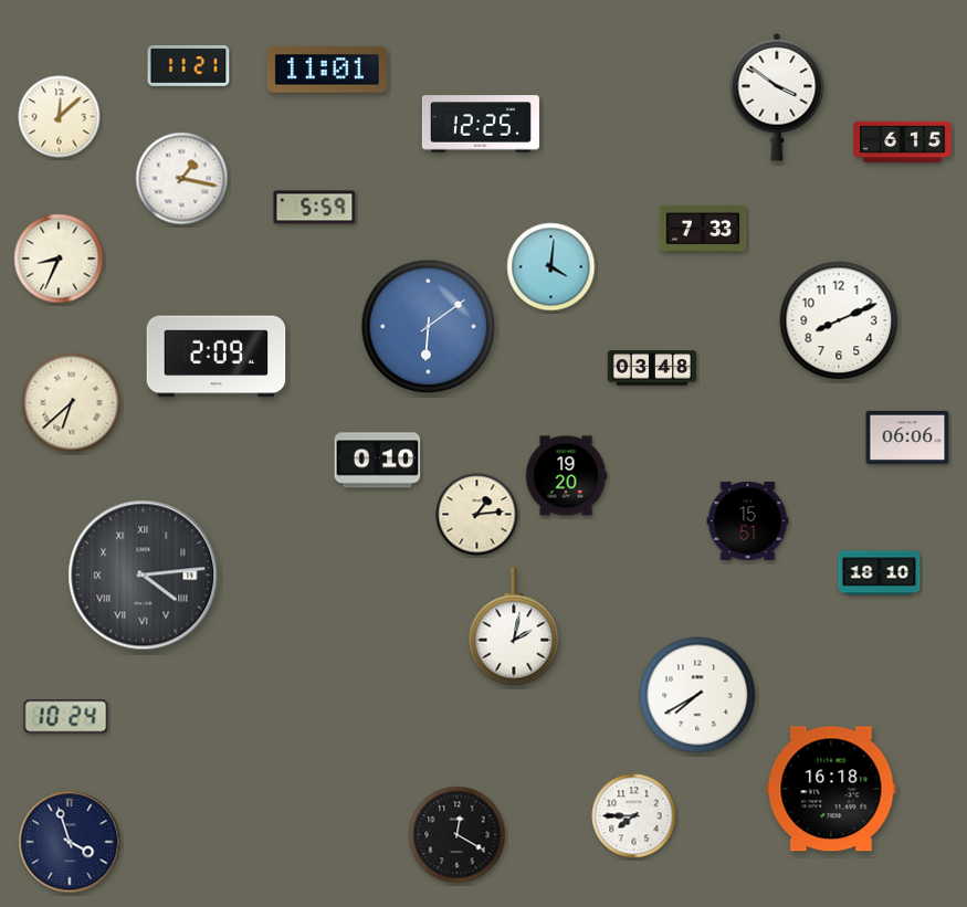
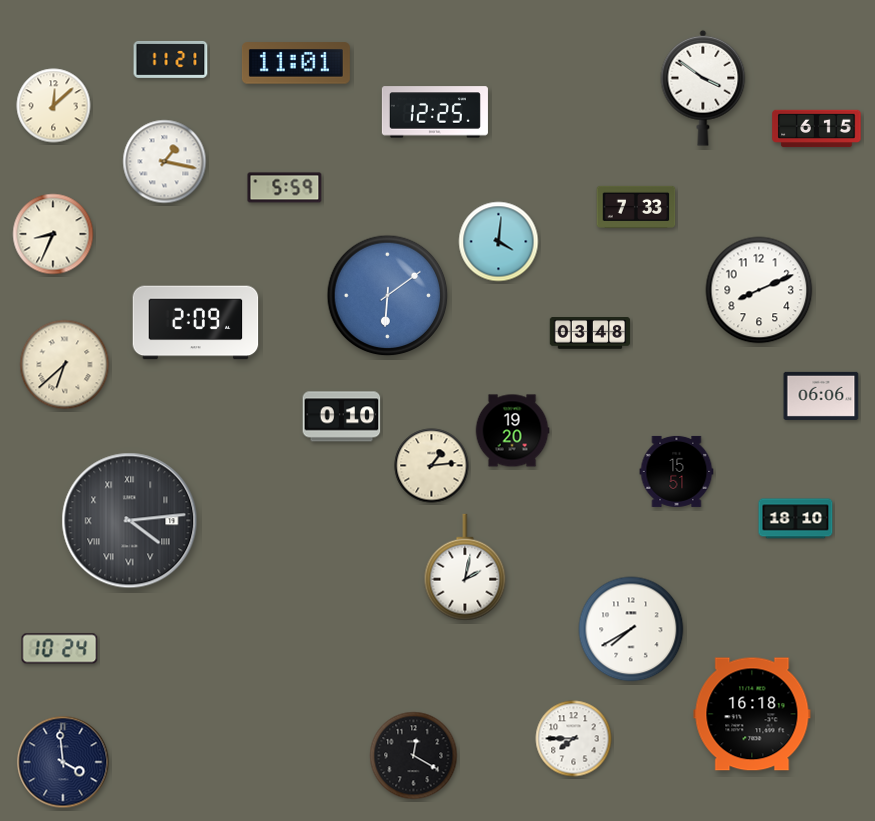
clock at (70, 842): 3:57 -> 3:59
